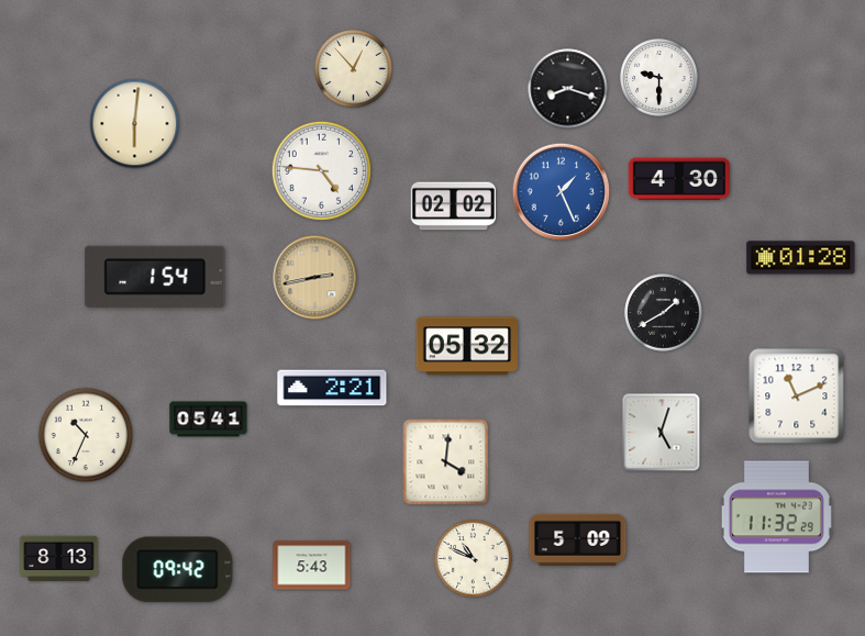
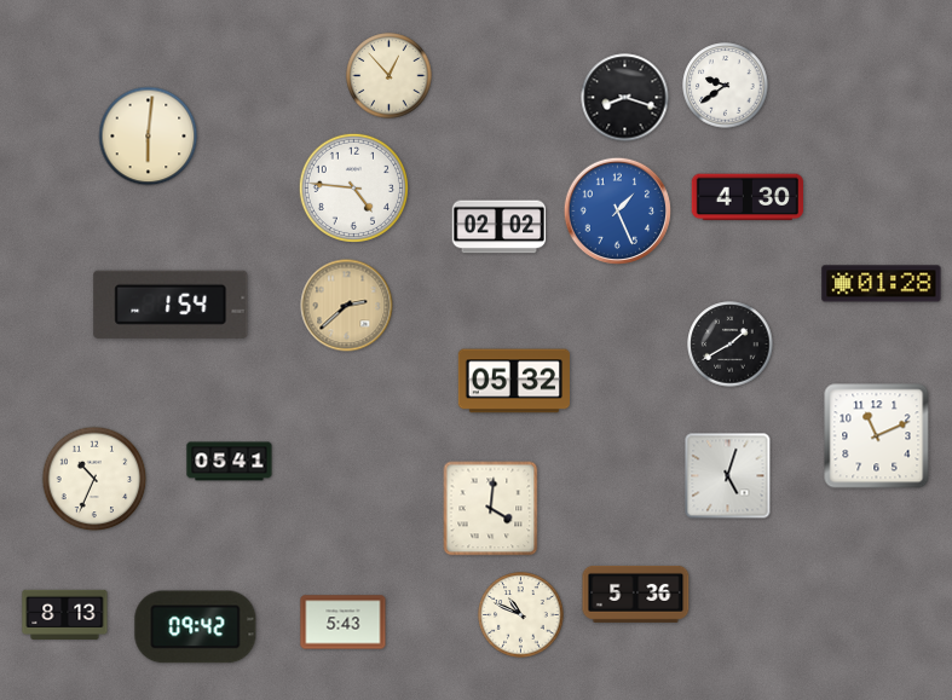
clock at (659, 78): 9:30 -> 9:39
clock at (315, 278): 2:43 -> 2:38
clock at (332, 388): 2:21 -> none
clock at (776, 517): 11:32 -> none
clock at (578, 539): 5:09 -> 5:36
